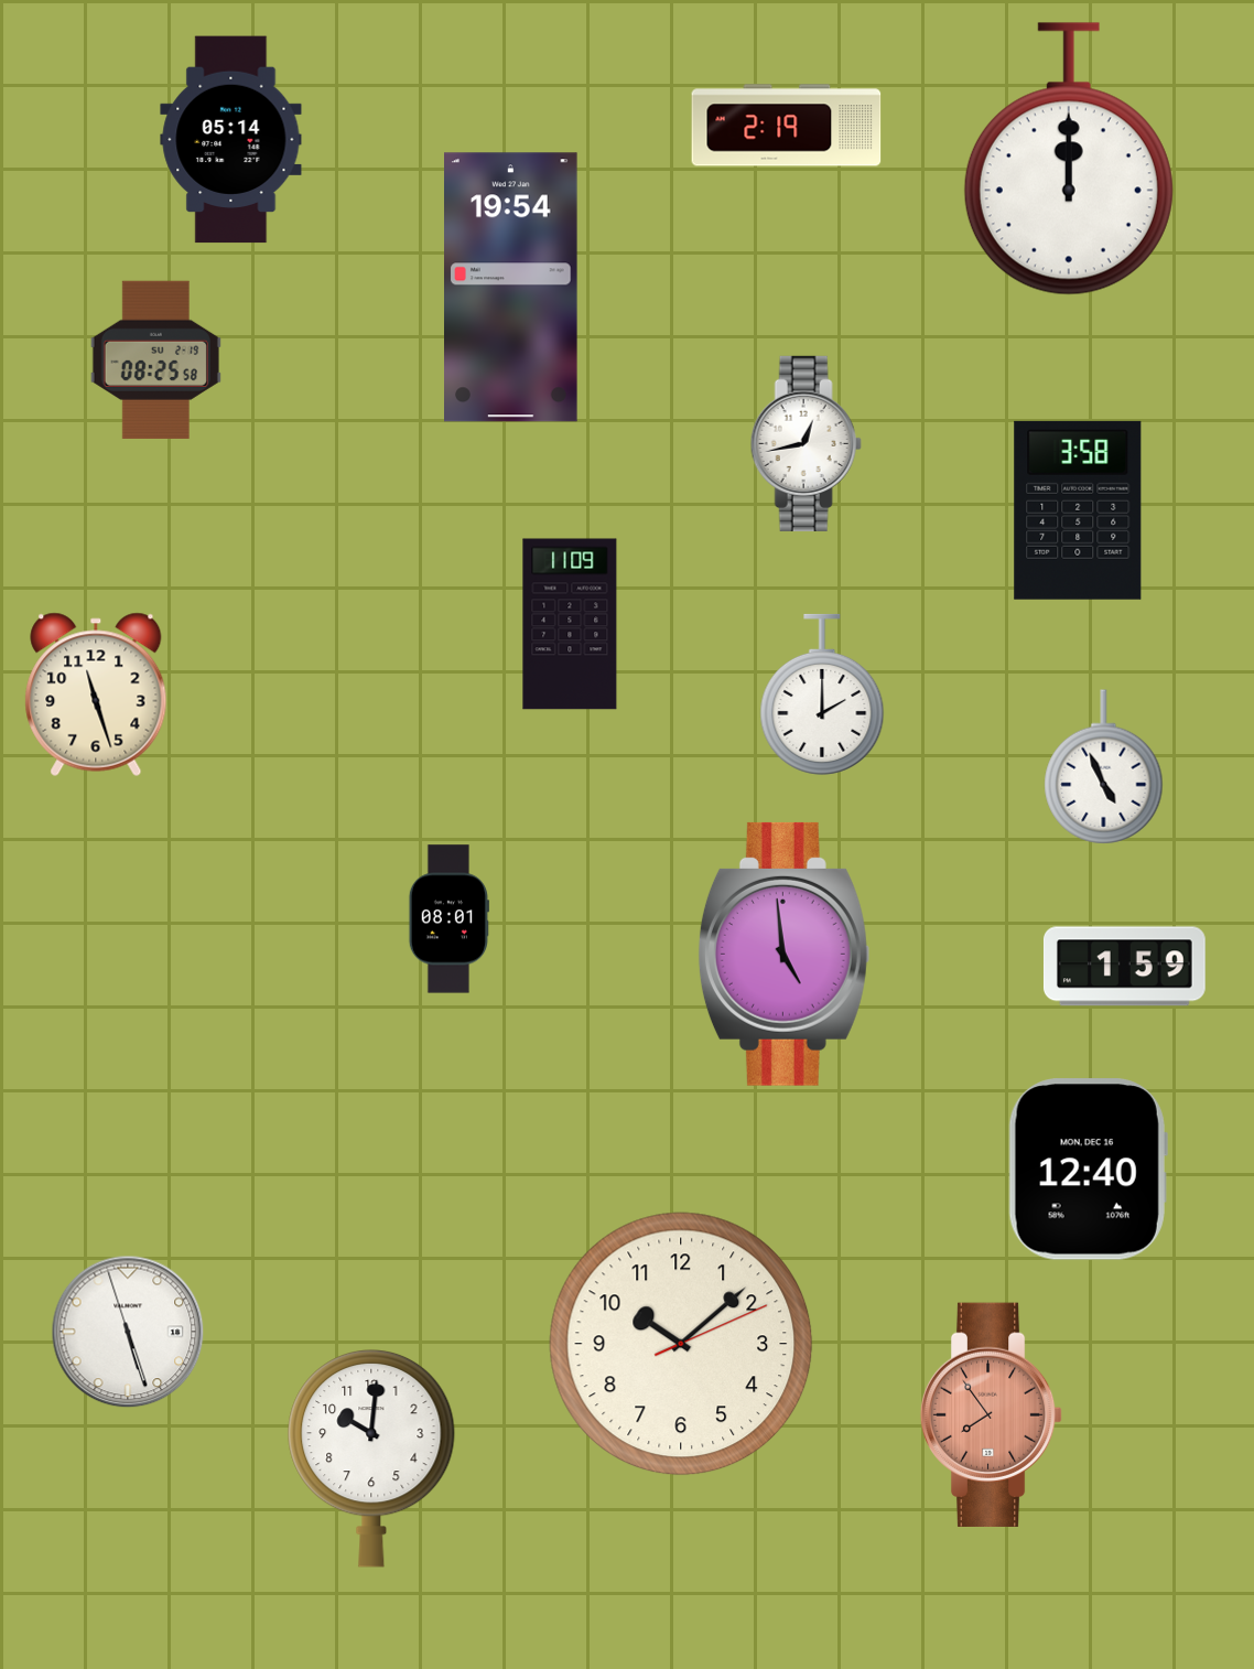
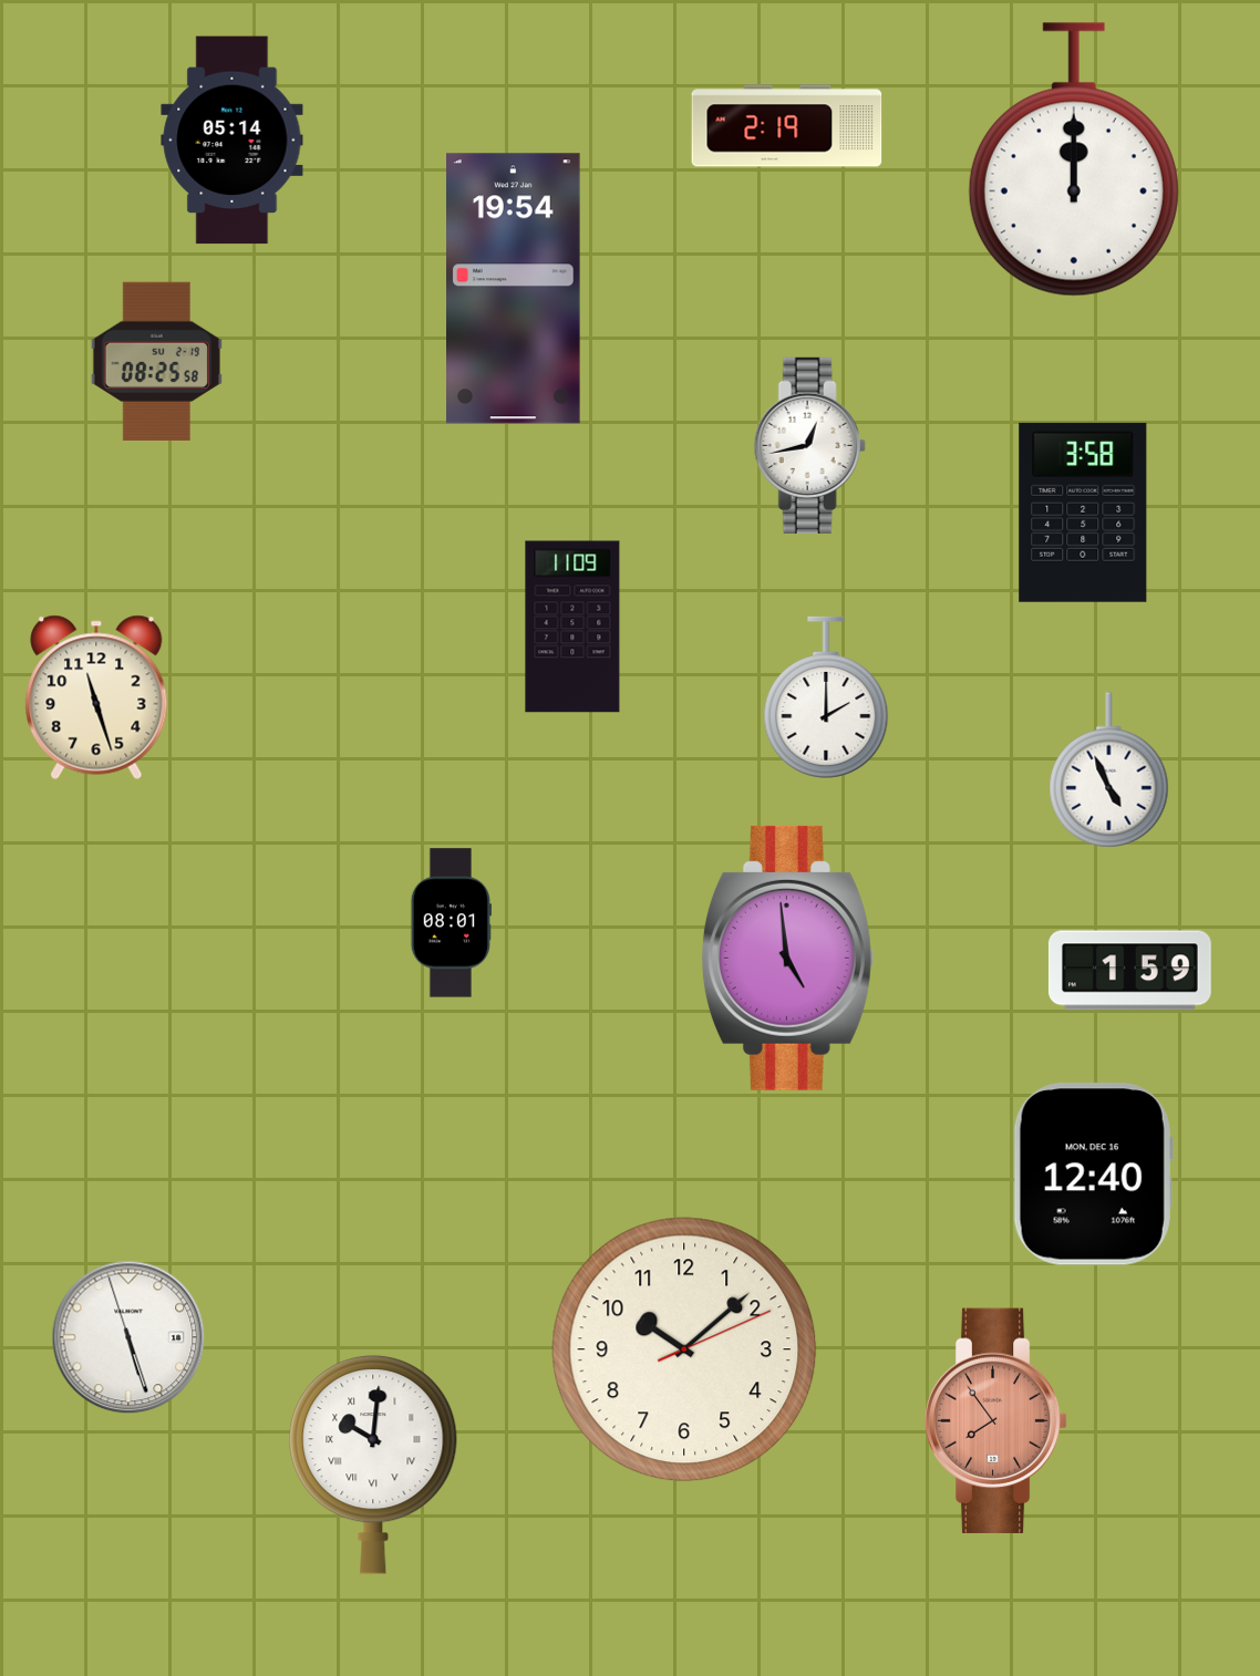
clock at (787, 126) position: (787, 126) -> (787, 126)
clock at (371, 1458) numerals: Arabic -> Roman
